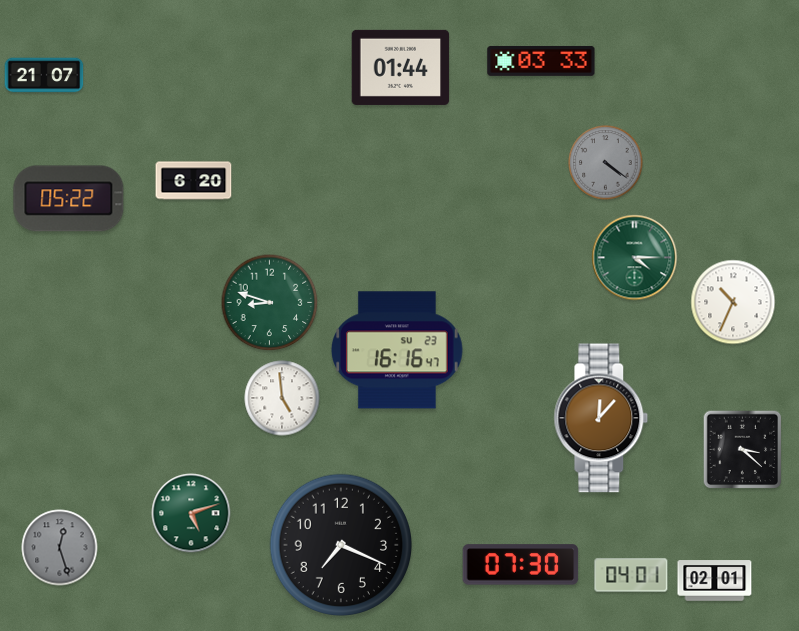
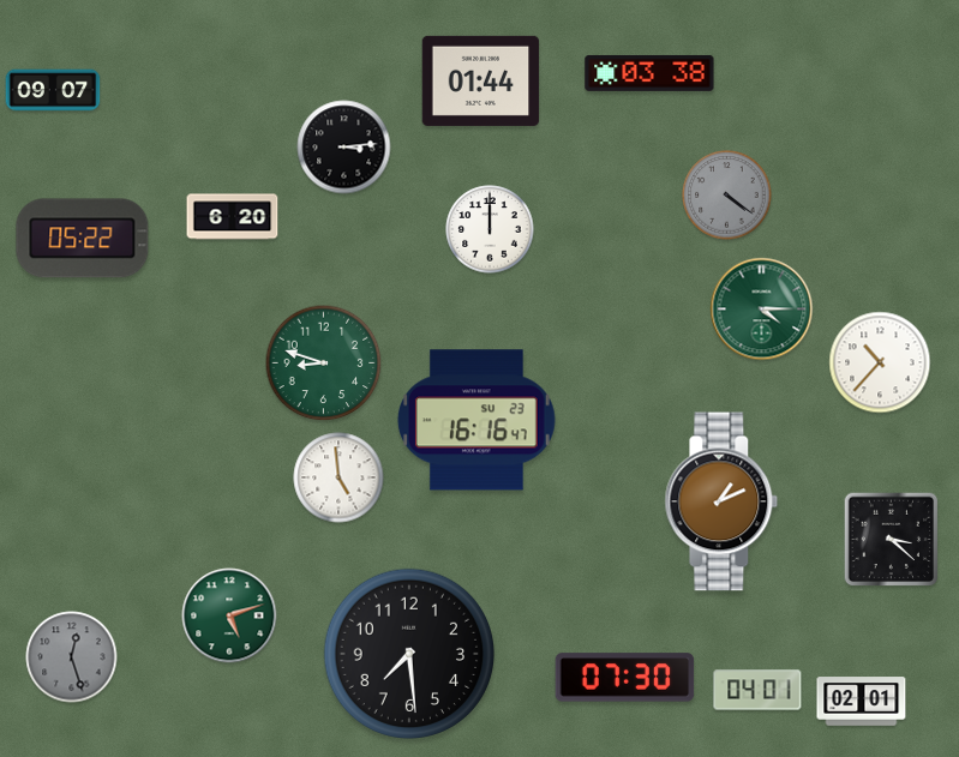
clock at (541, 61): 03:33 -> 03:38
clock at (44, 75): 21:07 -> 09:07
clock at (344, 148): none -> 3:14
clock at (490, 229): none -> 12:00
clock at (733, 302): 10:34 -> 10:37
clock at (601, 418): 12:07 -> 1:11
clock at (340, 544): 7:19 -> 7:29
clock at (715, 581) position: (715, 581) -> (862, 702)
